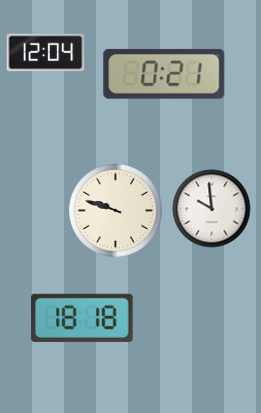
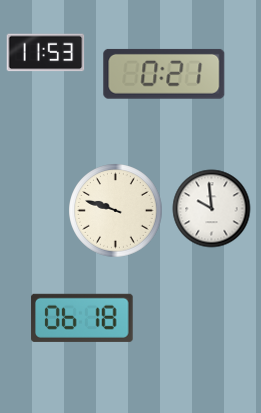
clock at (45, 53): 12:04 -> 11:53
clock at (82, 318): 18:18 -> 06:18
